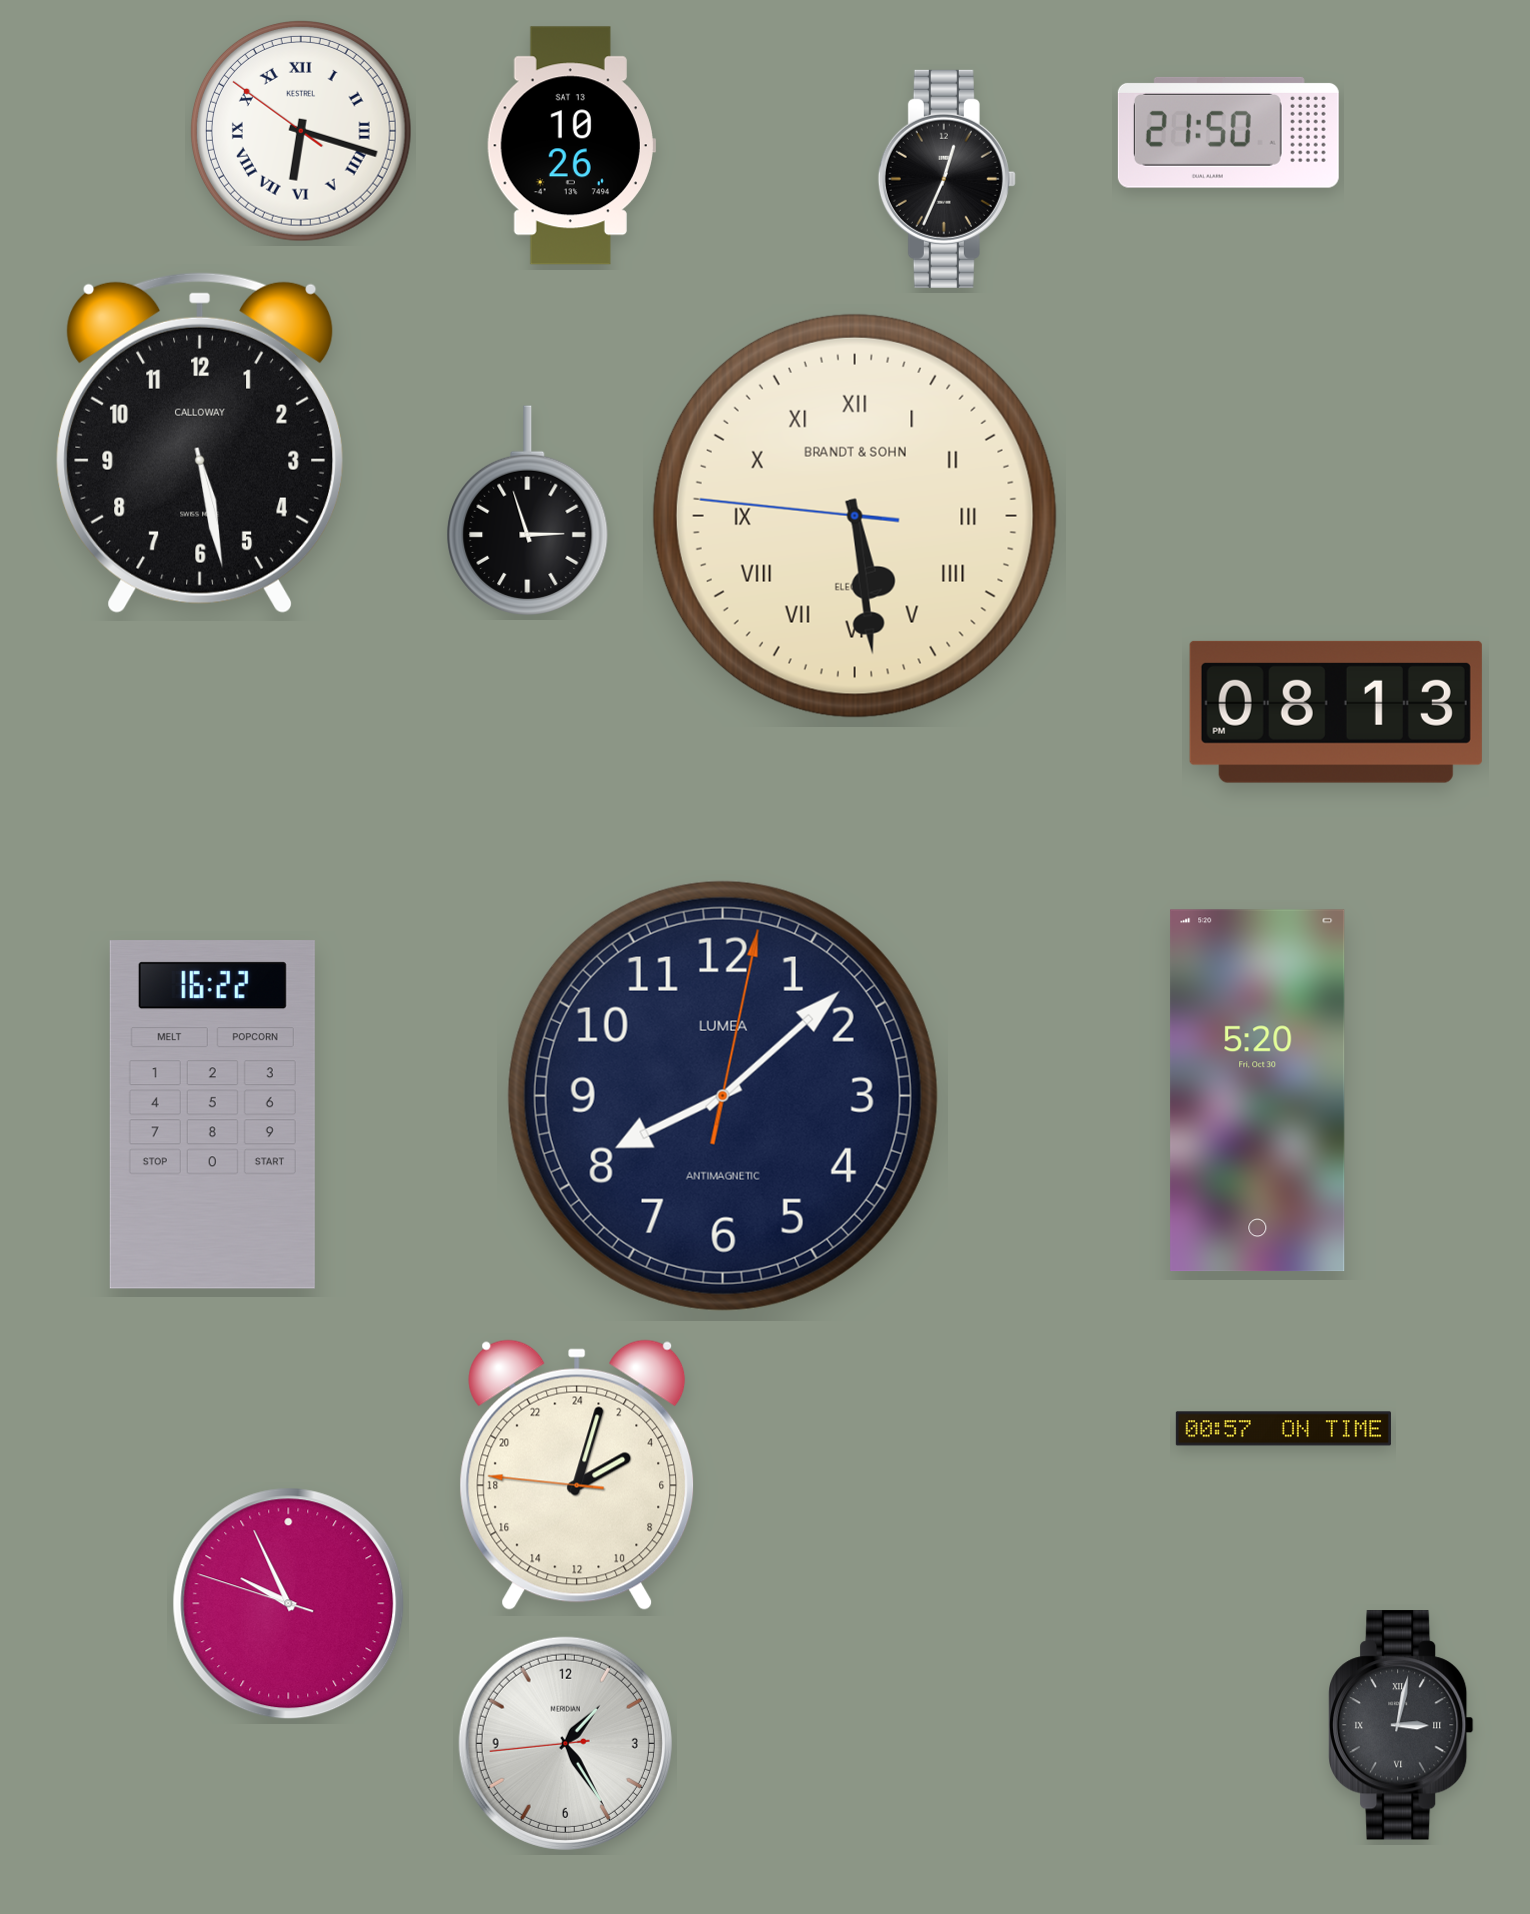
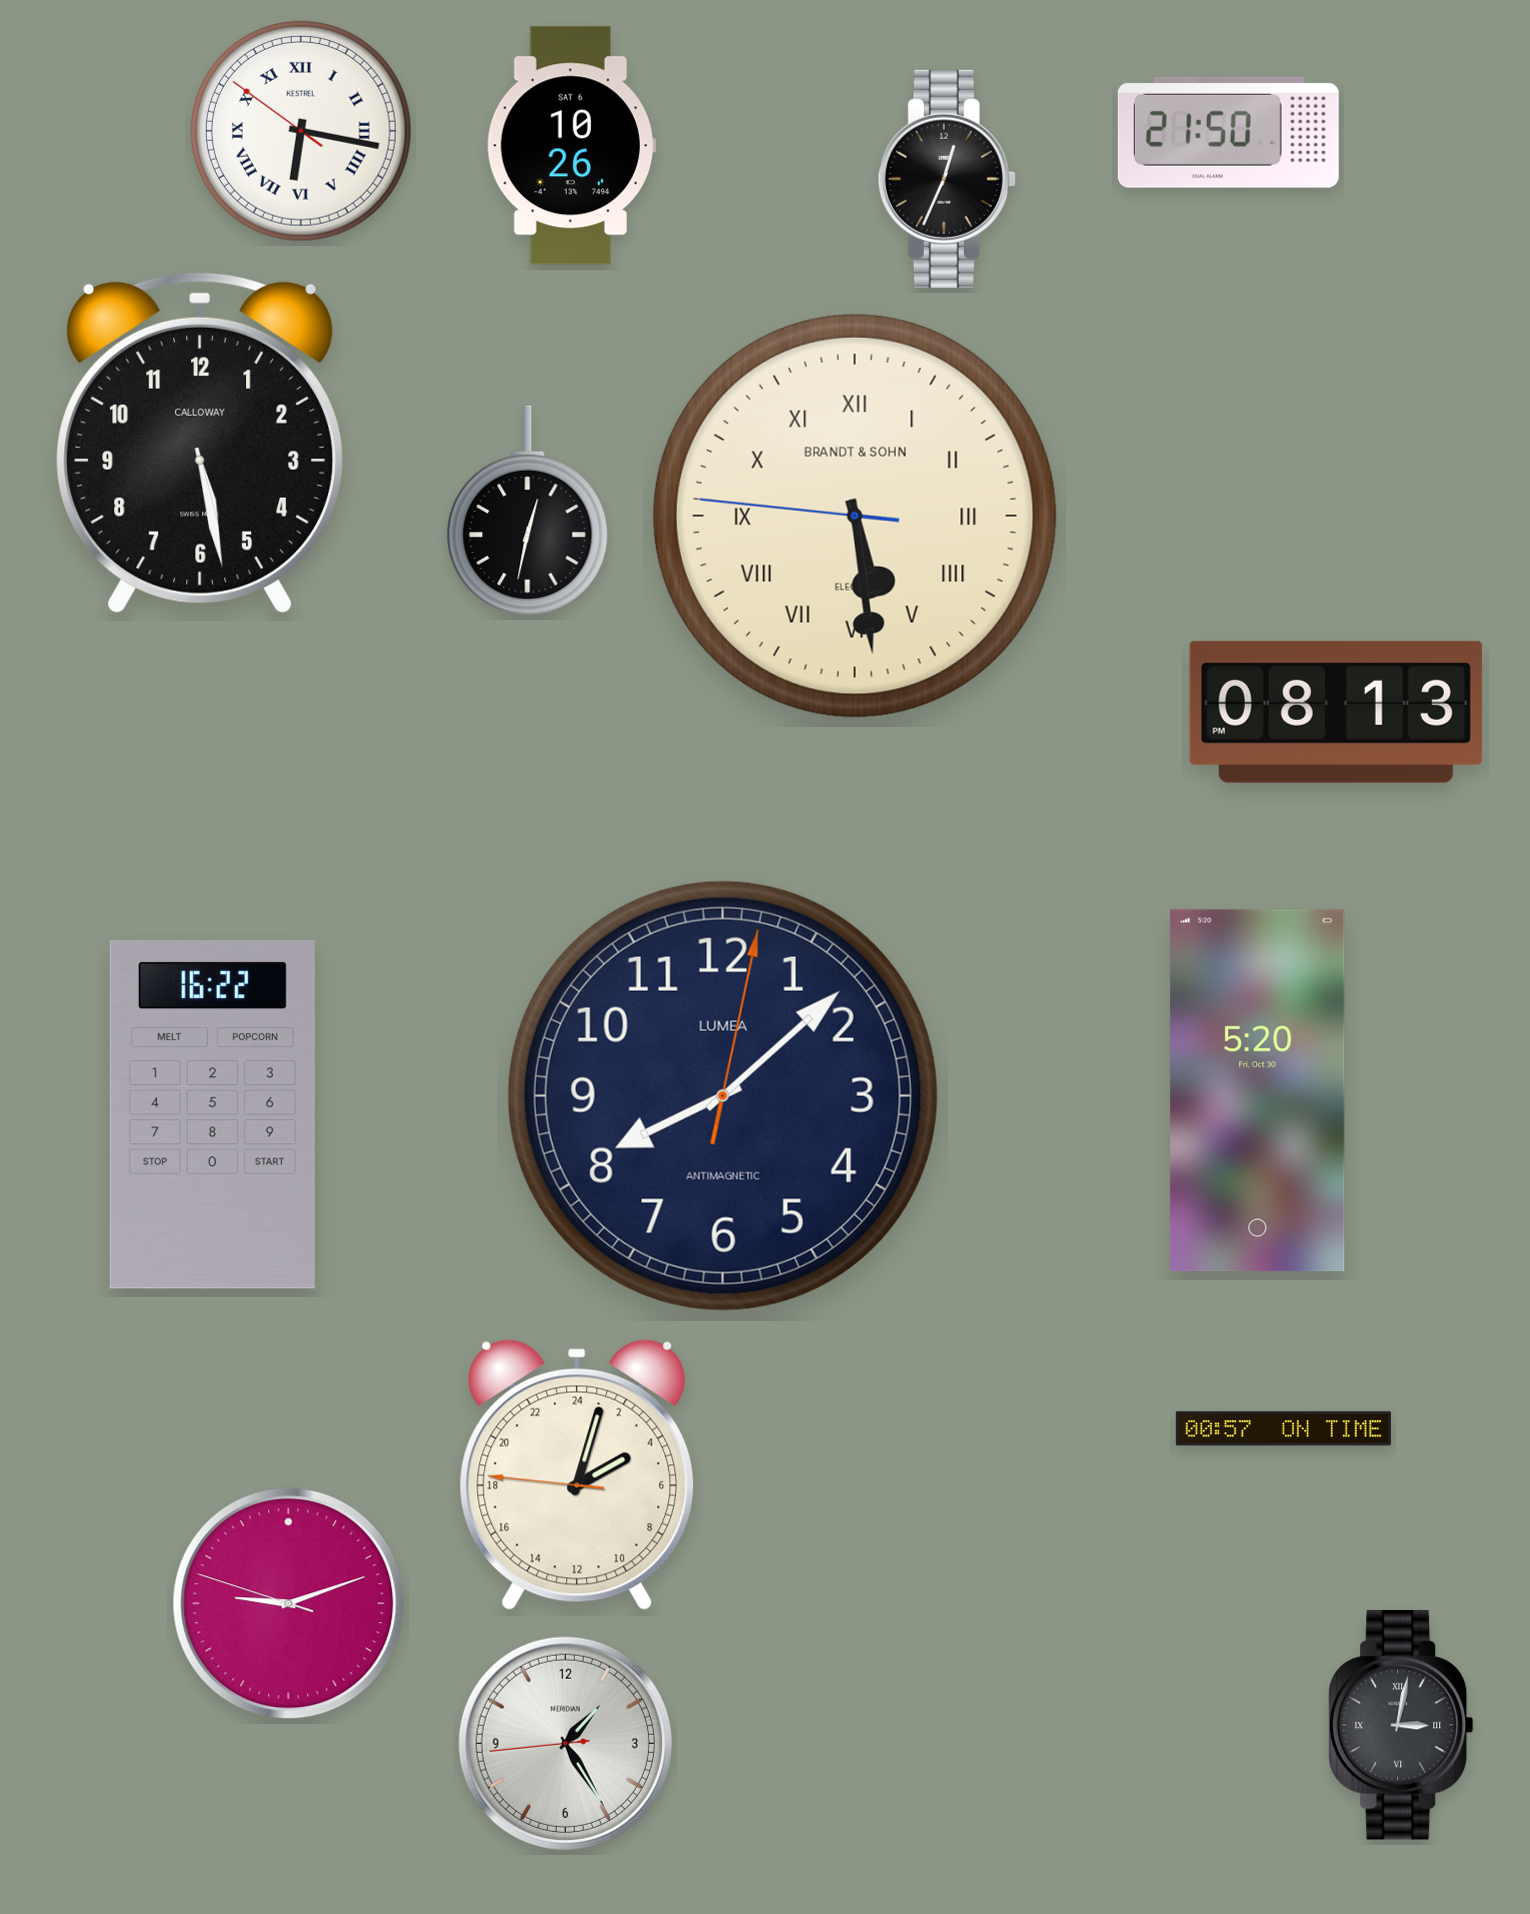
clock at (301, 131): 6:17 -> 6:16
clock at (571, 146) date: SAT 13 -> SAT 6
clock at (528, 510): 2:57 -> 12:32
clock at (289, 1604): 9:55 -> 9:11
